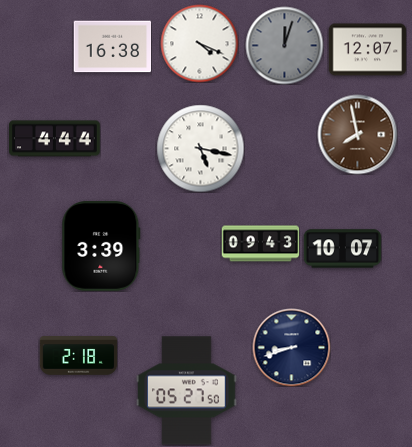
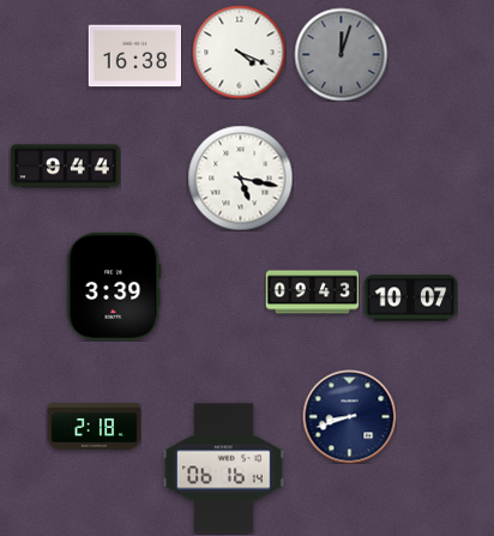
clock at (367, 50): 12:07 -> none
clock at (357, 134): 7:58 -> none
clock at (55, 139): 4:44 -> 9:44
clock at (101, 246) position: (101, 246) -> (114, 287)
clock at (187, 391): 05:27 -> 06:16
